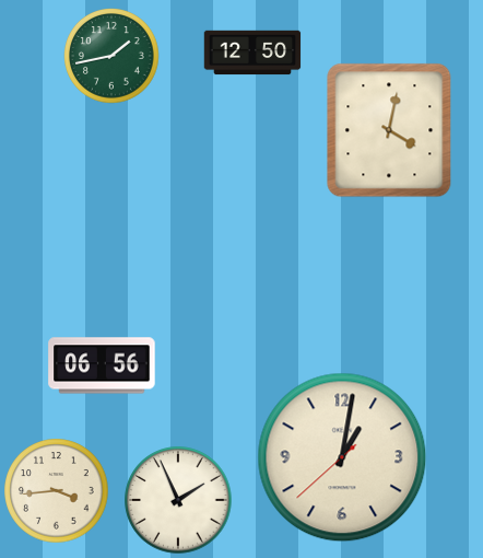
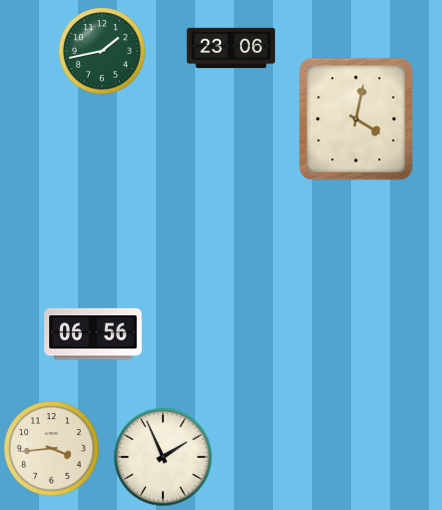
clock at (252, 53): 12:50 -> 23:06
clock at (342, 457): 1:01 -> none
